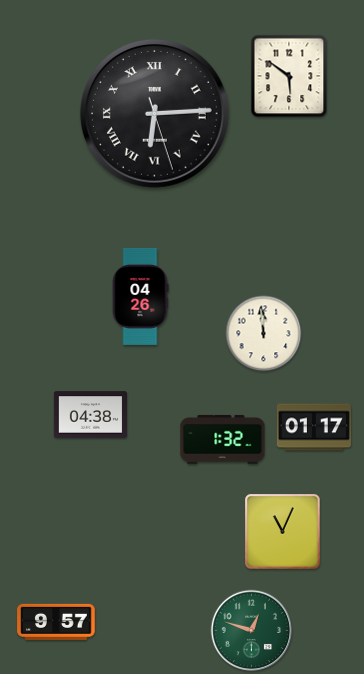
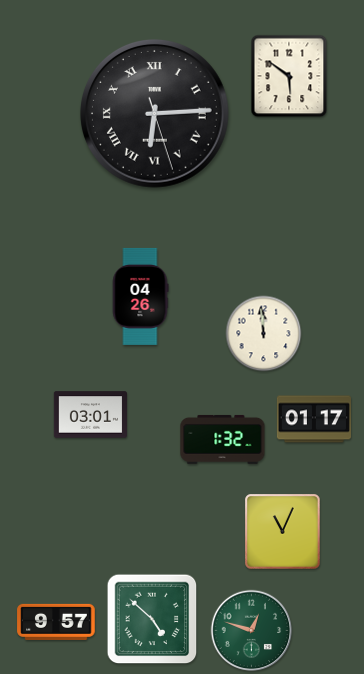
clock at (90, 415): 04:38 -> 03:01
clock at (314, 427) position: (314, 427) -> (314, 419)
clock at (152, 619): none -> 4:52
